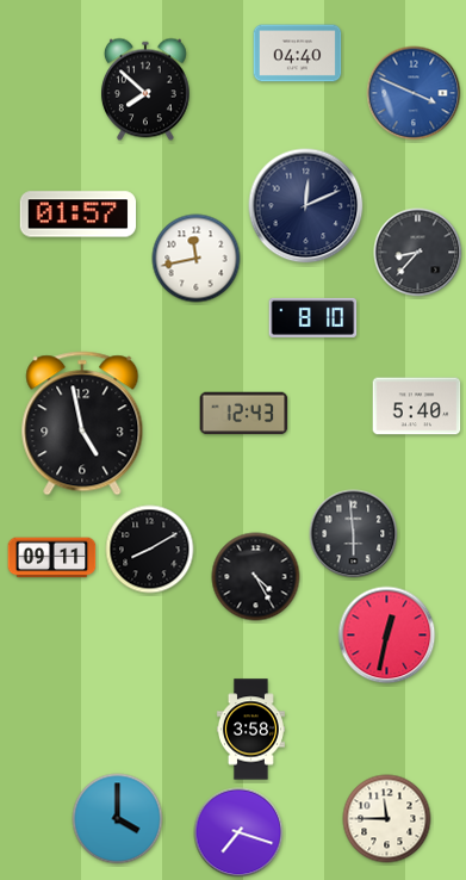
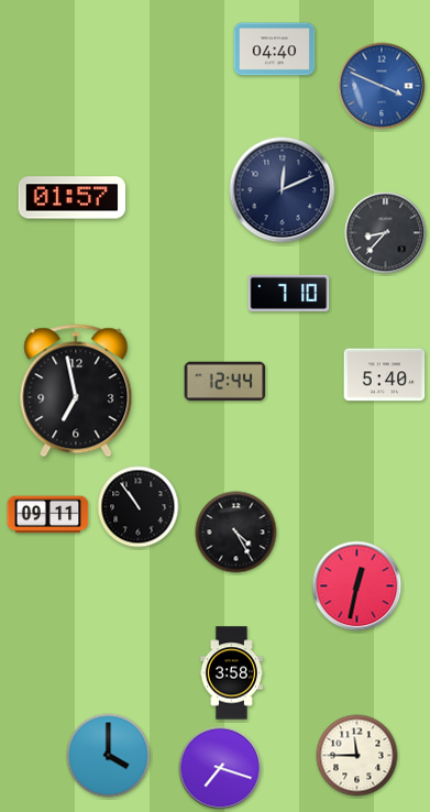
clock at (145, 89): 7:52 -> none
clock at (197, 259): 11:43 -> none
clock at (313, 317): 8:10 -> 7:10
clock at (244, 414): 12:43 -> 12:44
clock at (82, 423): 4:58 -> 6:58
clock at (354, 534): 5:59 -> none
clock at (150, 550): 8:10 -> 10:54
